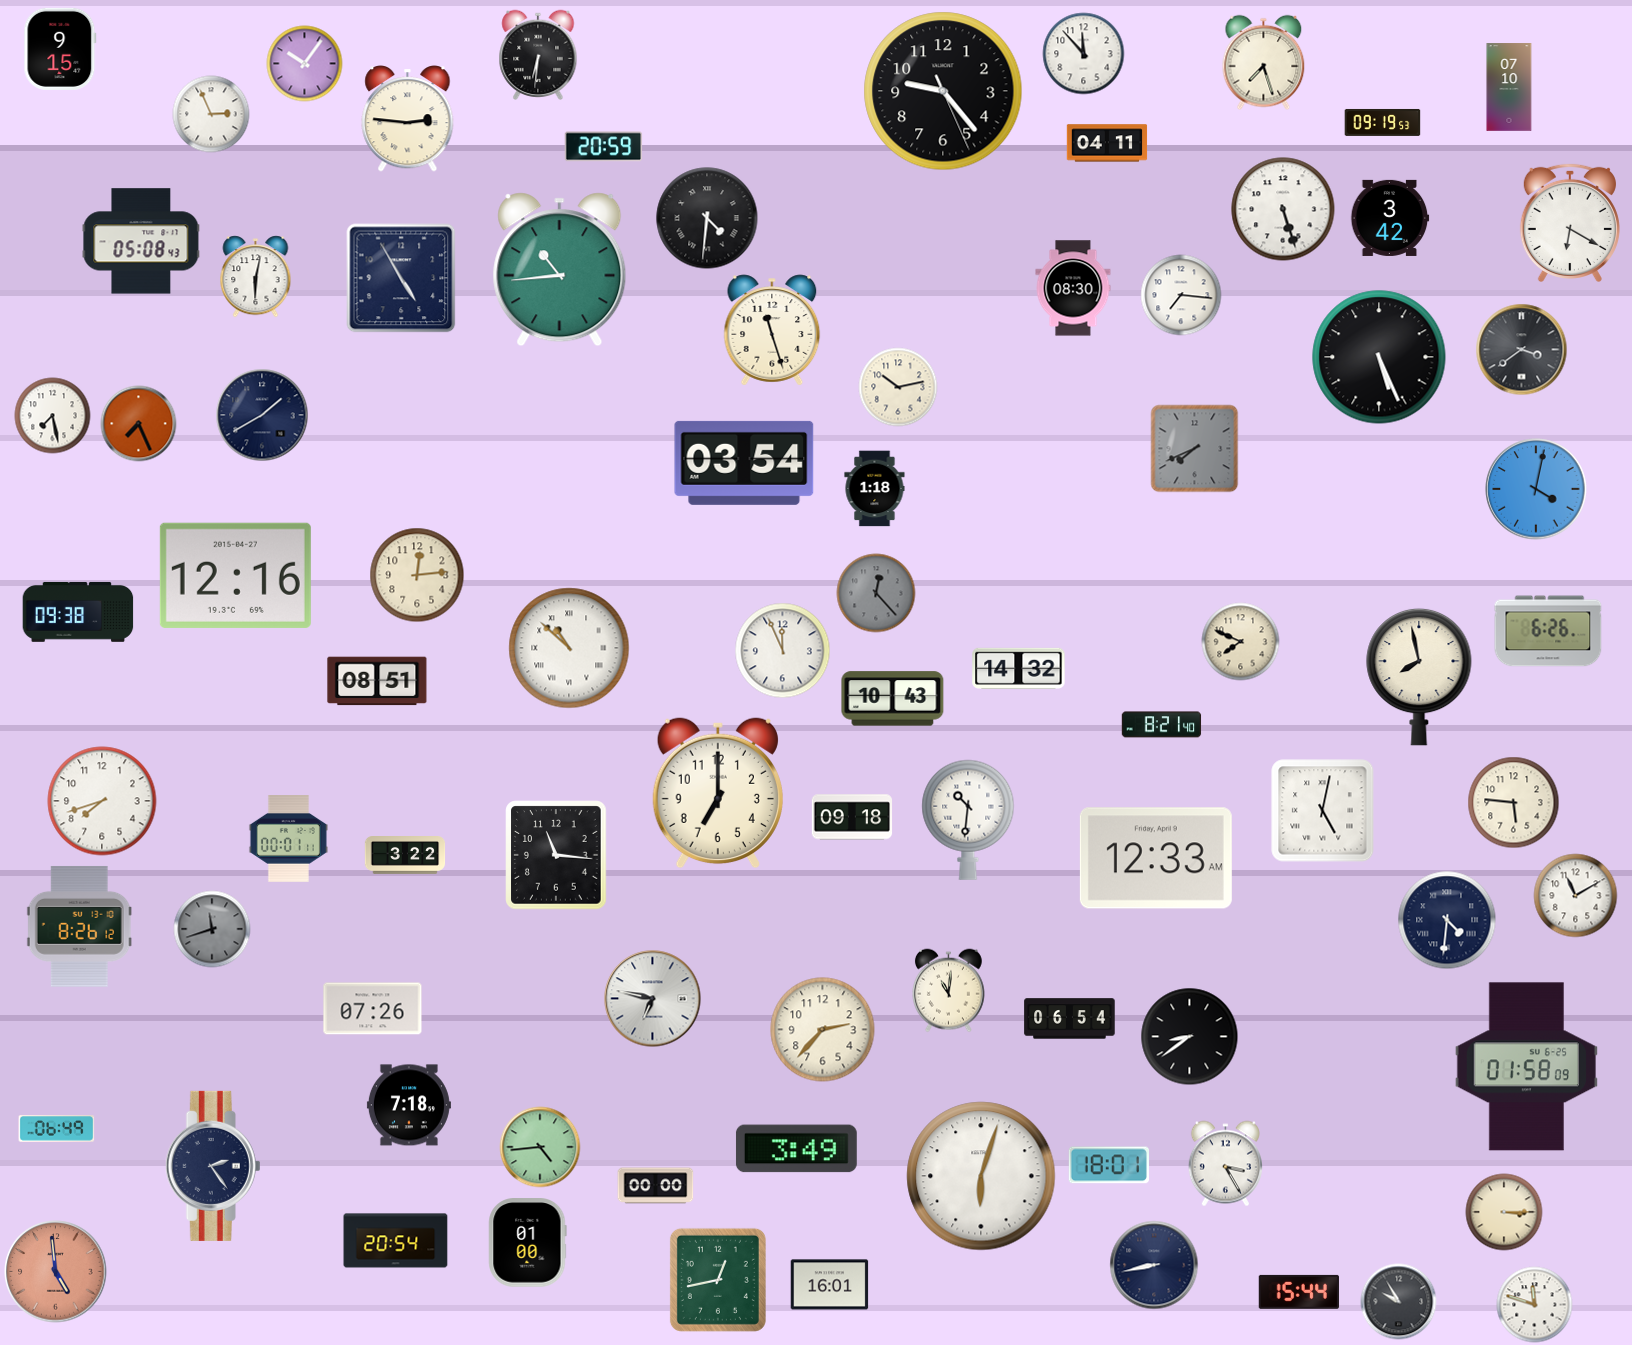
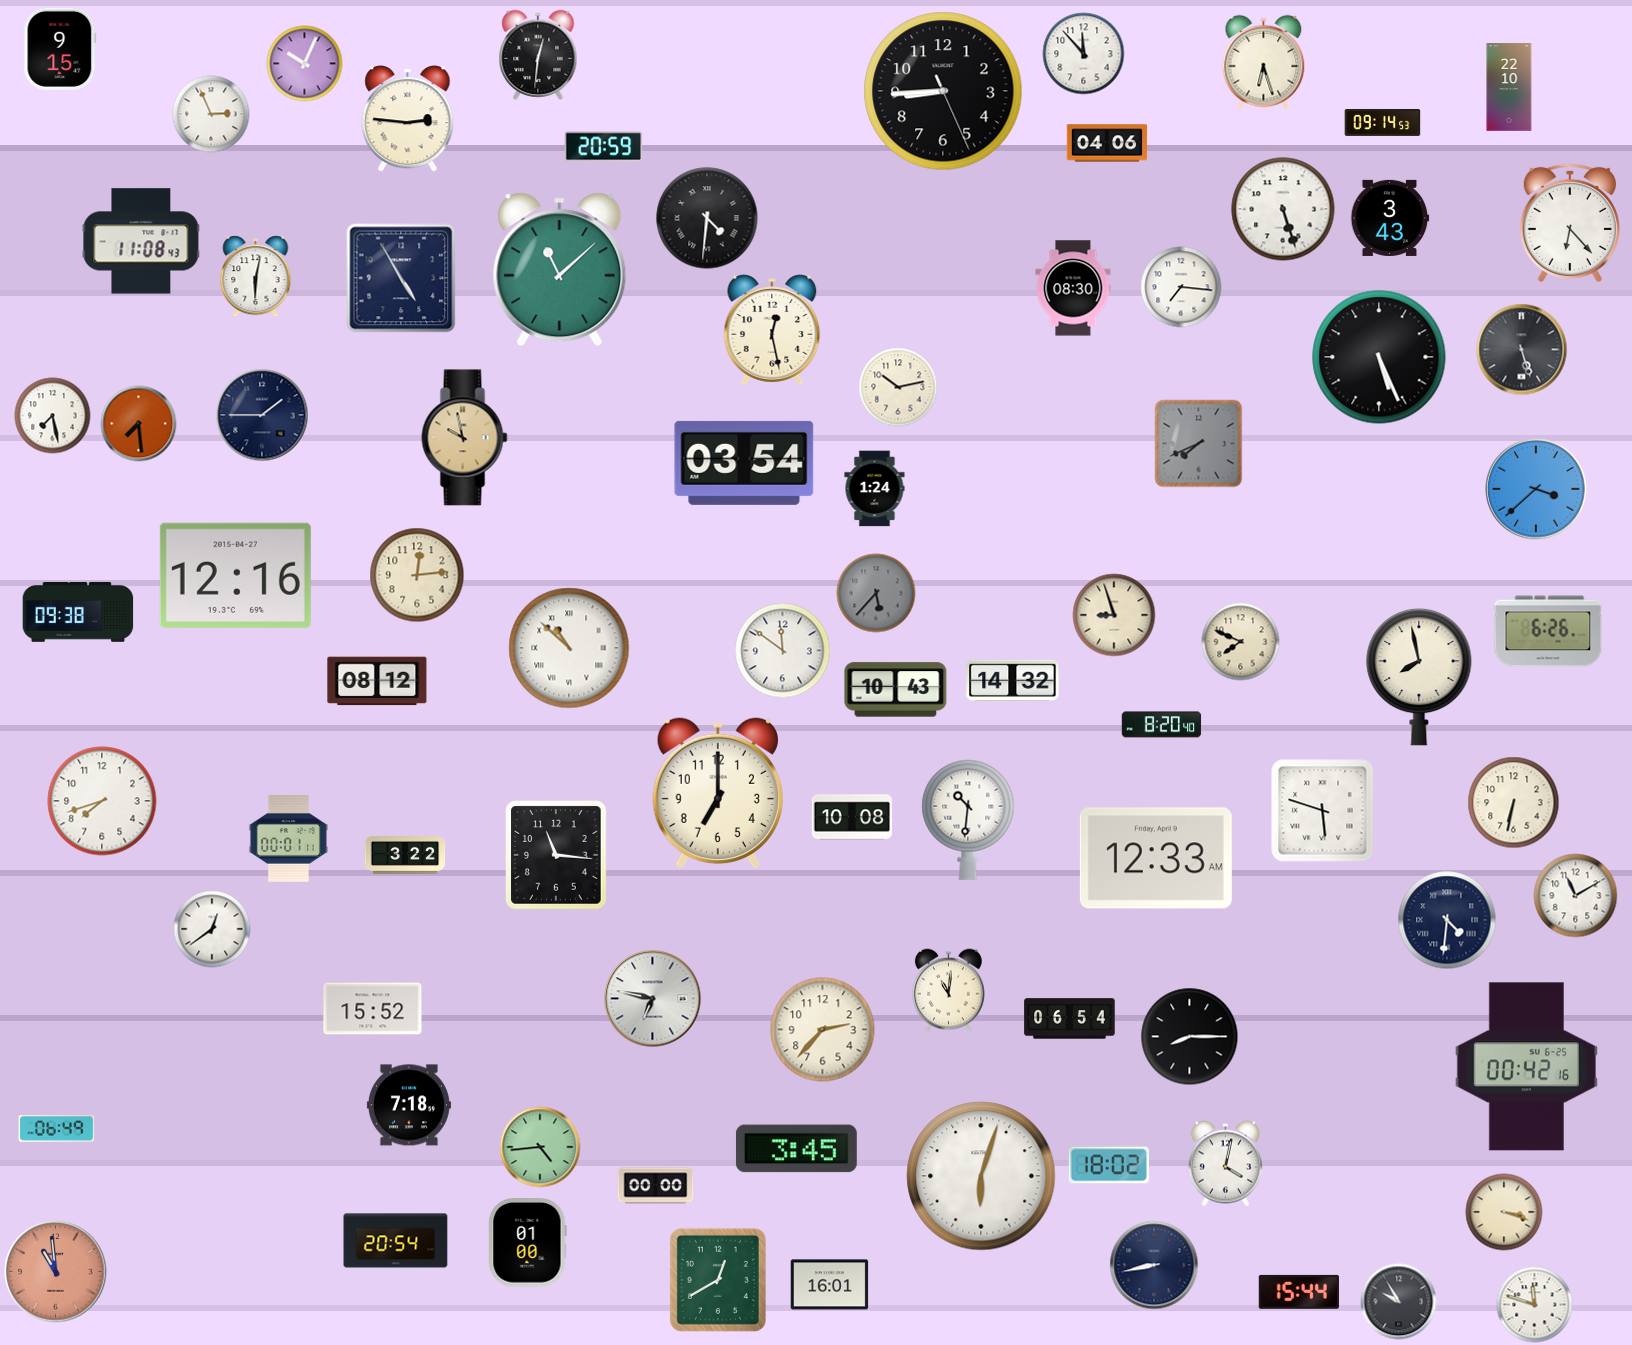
clock at (538, 54): 6:31 -> 12:31
clock at (1264, 63): 7:27 -> 6:27
clock at (305, 64): 10:06 -> 10:04
clock at (1509, 87): 07:10 -> 22:10
clock at (943, 91): 9:23 -> 8:44
clock at (1383, 122): 09:19 -> 09:14
clock at (1107, 143): 04:11 -> 04:06
clock at (1390, 218): 3:42 -> 3:43
clock at (1570, 223): 6:20 -> 6:23
clock at (141, 241): 05:08 -> 11:08
clock at (560, 270): 10:44 -> 11:08
clock at (1181, 295) position: (1181, 295) -> (1181, 287)
clock at (772, 330): 11:27 -> 12:28
clock at (1522, 350): 3:39 -> 5:27
clock at (262, 415): 1:40 -> 1:45
clock at (139, 424): 7:26 -> 7:29
clock at (465, 438): none -> 9:58
clock at (1195, 449) position: (1195, 449) -> (1199, 444)
clock at (875, 489): 1:18 -> 1:24
clock at (1536, 489): 4:02 -> 3:38
clock at (876, 593): 12:23 -> 5:37
clock at (1114, 615): none -> 8:57
clock at (783, 651): 11:56 -> 11:51
clock at (1019, 668) position: (1019, 668) -> (1013, 680)
clock at (377, 681): 08:51 -> 08:12
clock at (893, 699) position: (893, 699) -> (896, 690)
clock at (1162, 725): 8:21 -> 8:20
clock at (1514, 803): 5:46 -> 6:32
clock at (1323, 811): 5:02 -> 5:48
clock at (852, 817): 09:18 -> 10:08
clock at (79, 926): 8:26 -> none
clock at (212, 929): 11:42 -> 12:39
clock at (212, 929) dial: grey -> white
clock at (373, 1009): 07:26 -> 15:52
clock at (1190, 1037): 8:39 -> 8:15
clock at (1526, 1067): 01:58 -> 00:42
clock at (796, 1149): 3:49 -> 3:45
clock at (1225, 1164): 3:25 -> 4:02
clock at (1109, 1165): 18:01 -> 18:02
clock at (213, 1166): 2:24 -> none
clock at (1504, 1212): 3:15 -> 3:18
clock at (56, 1272): 4:59 -> 10:59
clock at (718, 1280): 12:43 -> 12:40
